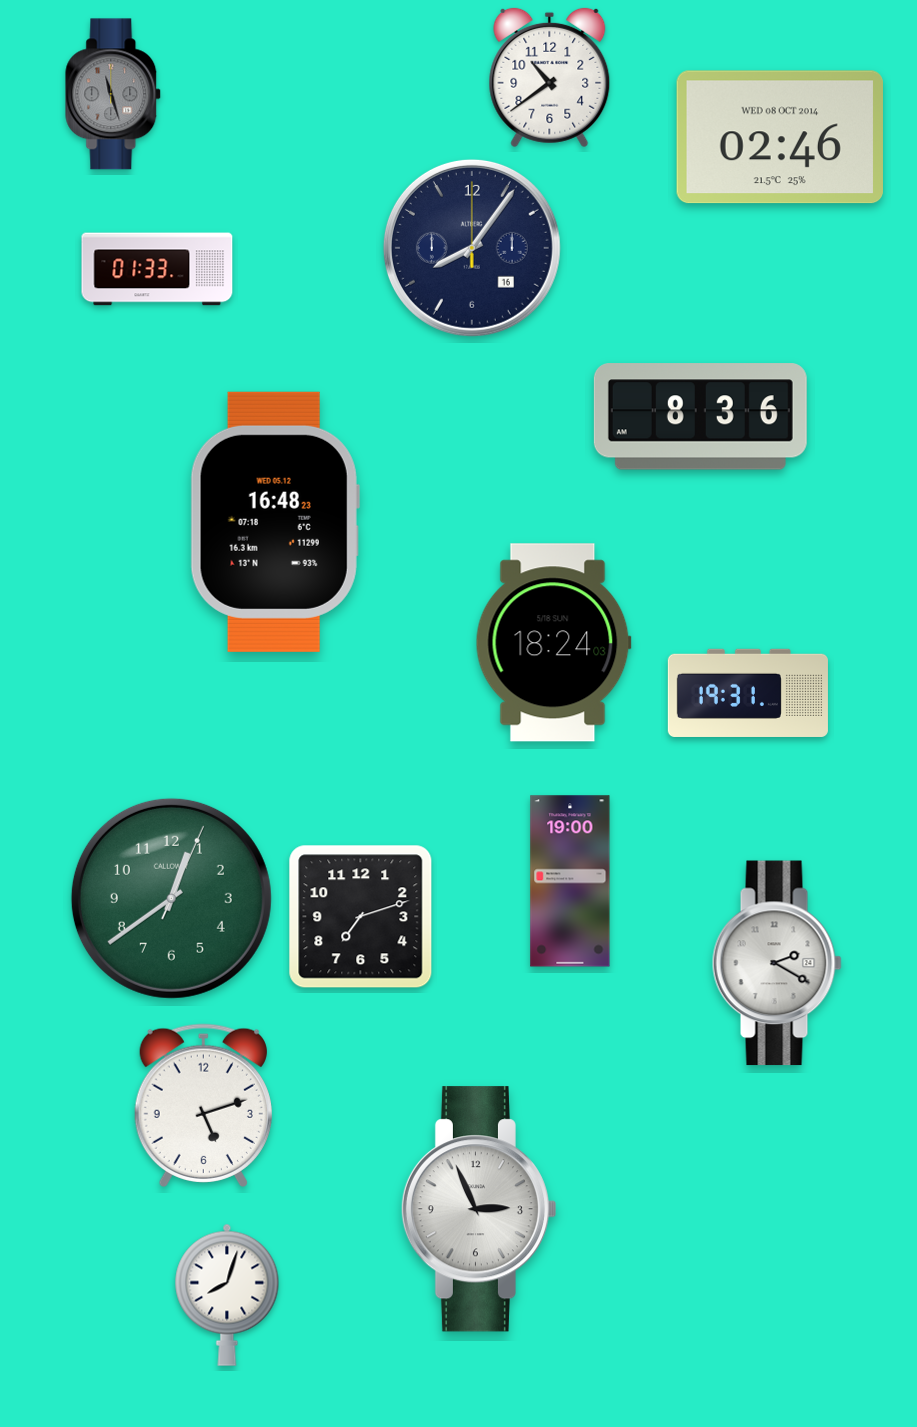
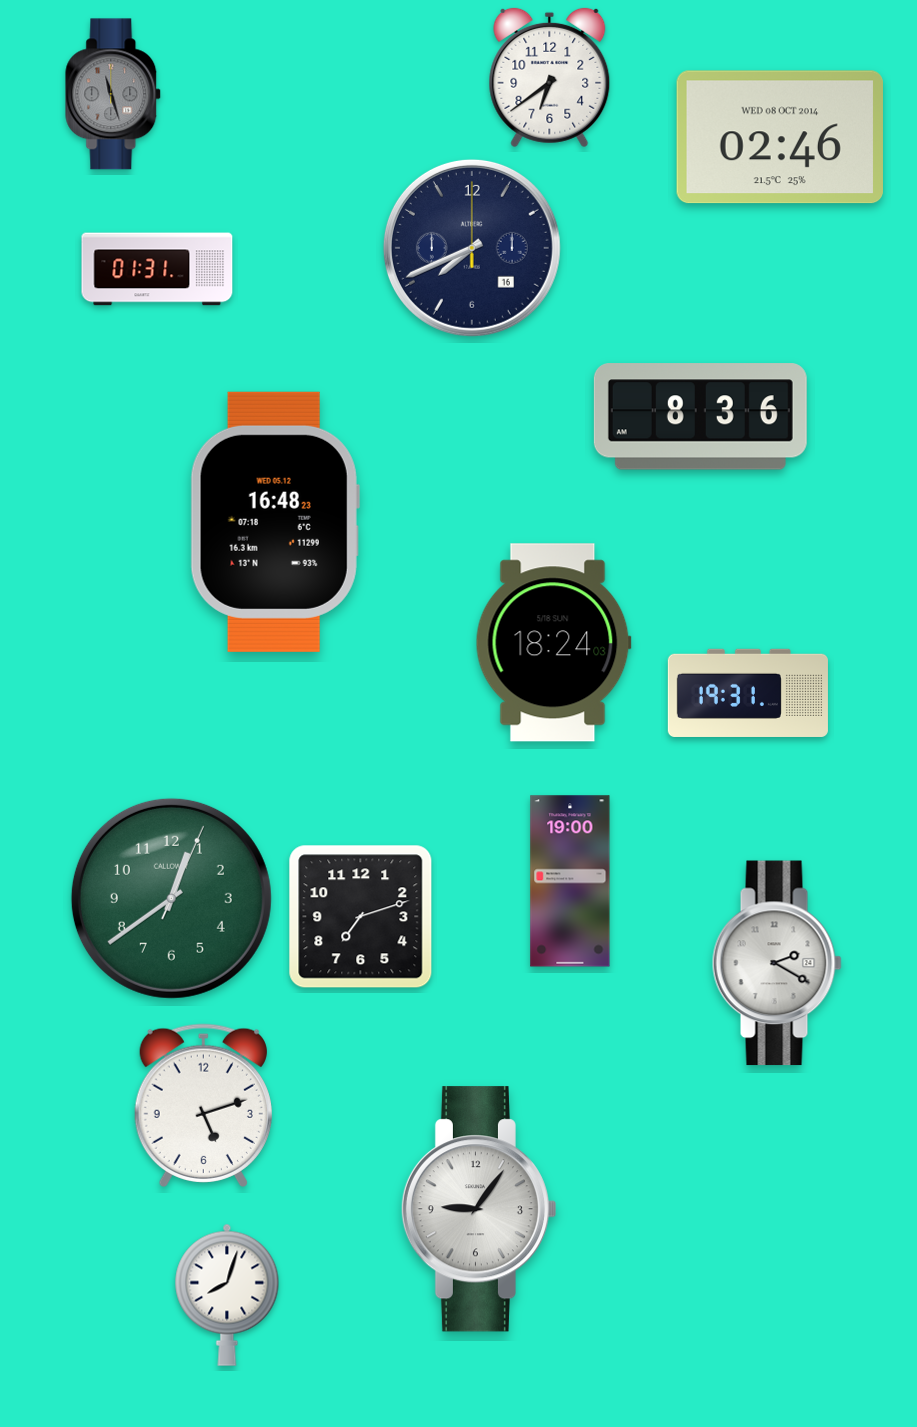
clock at (550, 78): 10:39 -> 6:39
clock at (472, 248): 8:06 -> 7:41
clock at (157, 269): 01:33 -> 01:31
clock at (478, 1209): 2:56 -> 9:06
